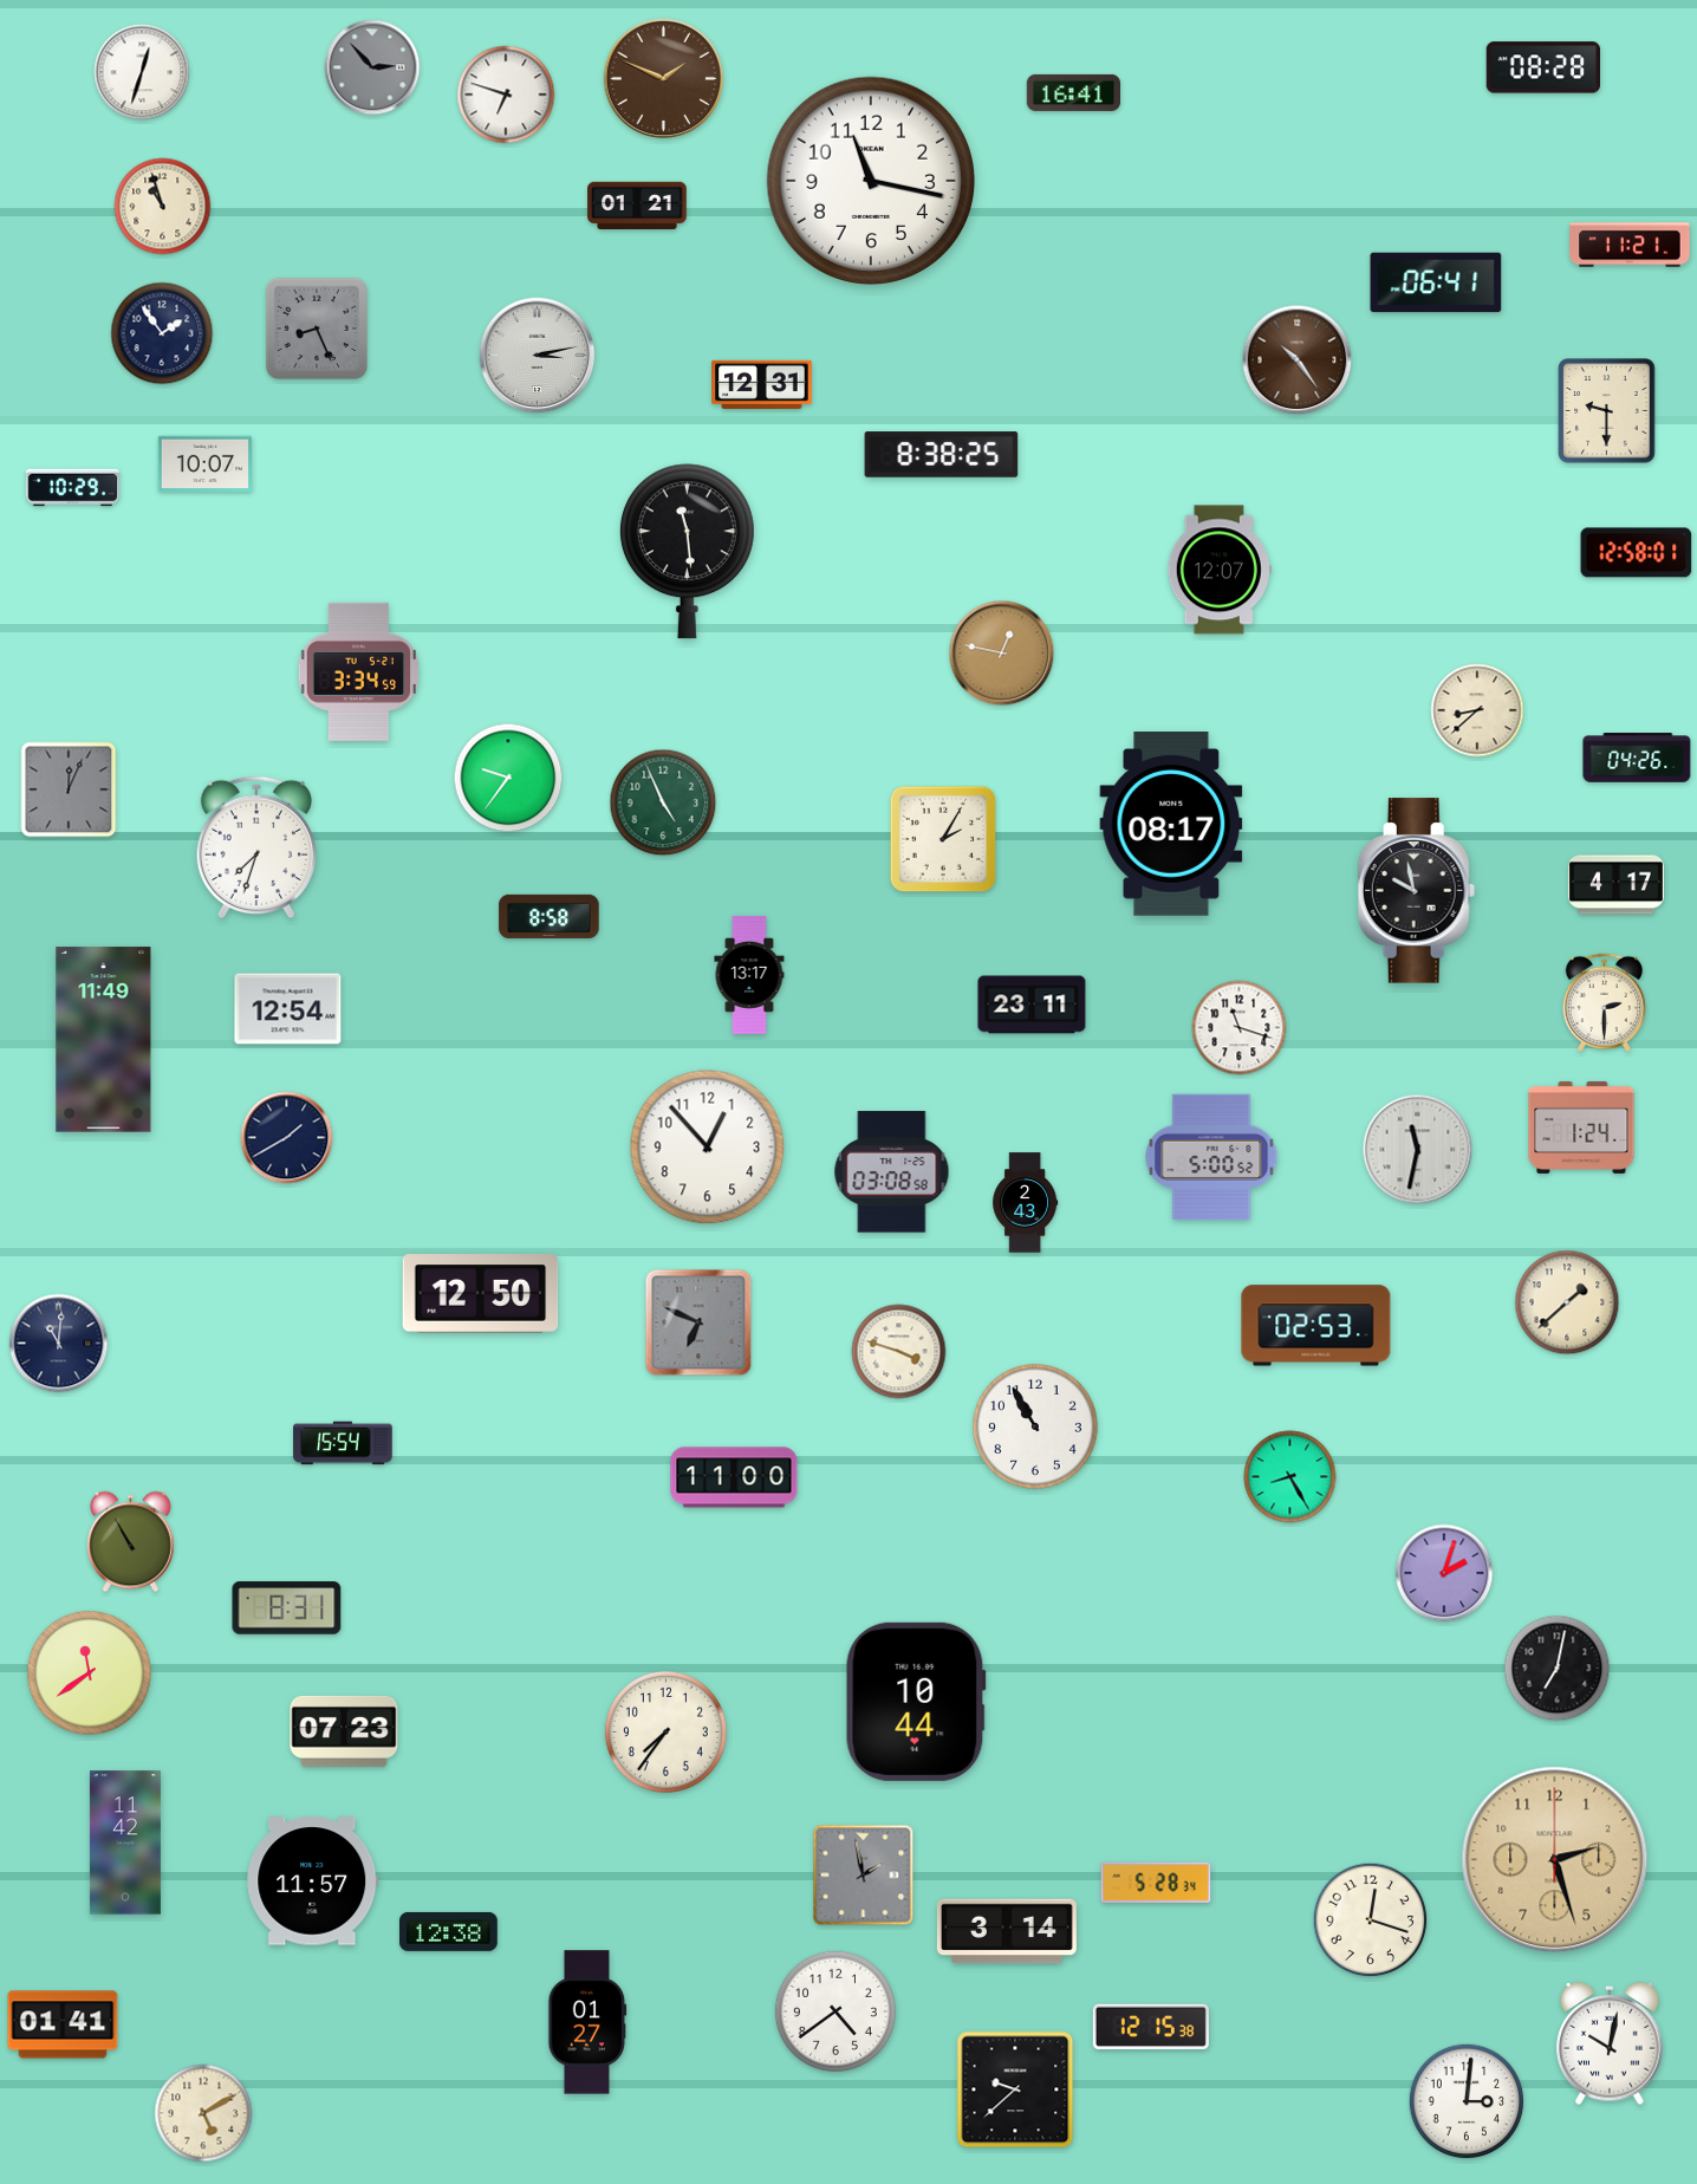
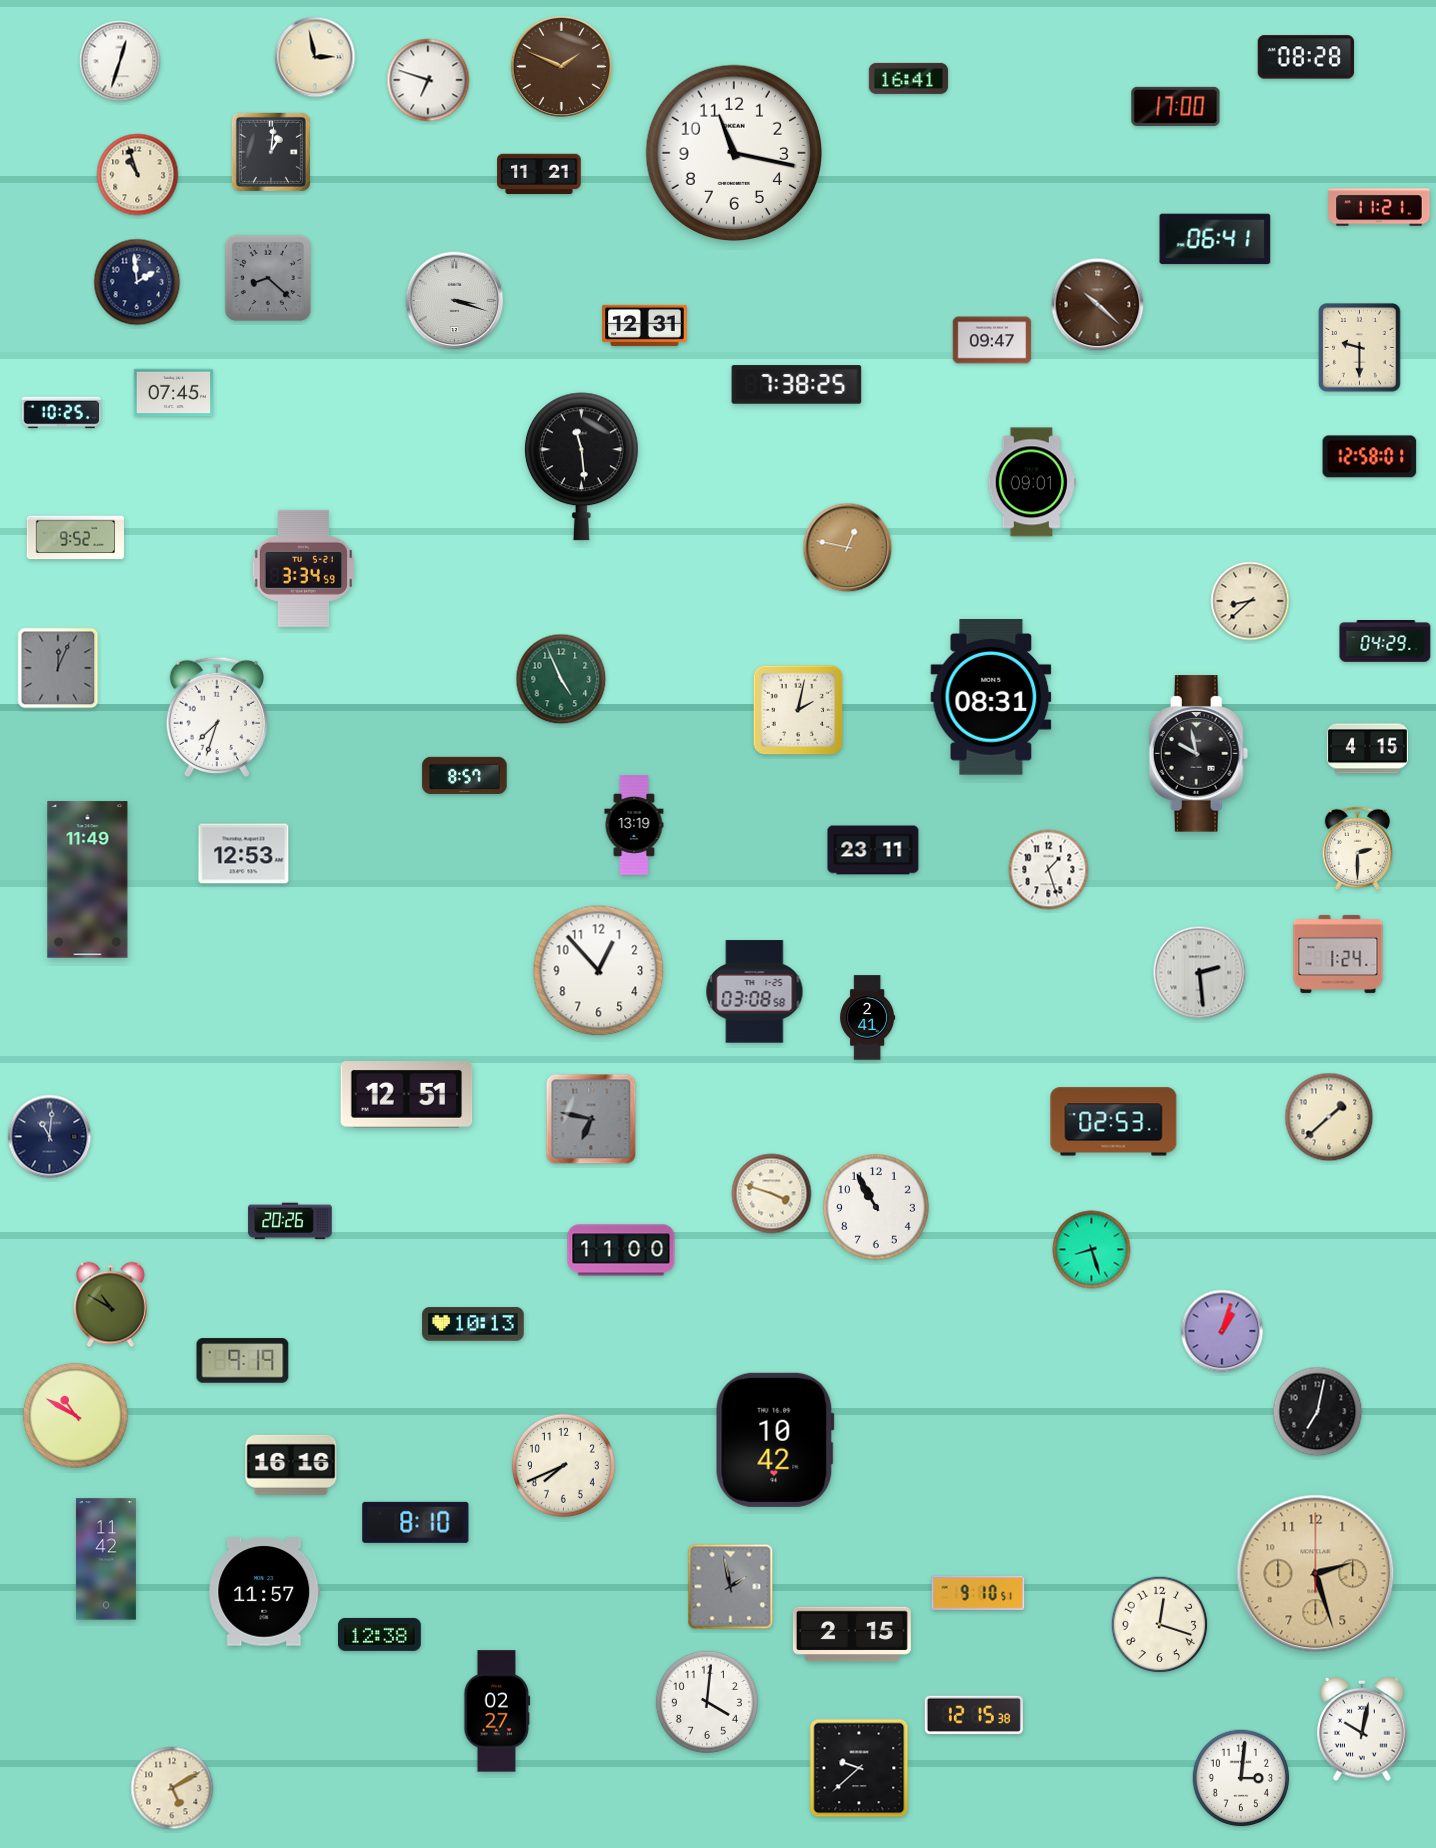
clock at (372, 67): 2:53 -> 2:58
clock at (372, 67) dial: grey -> cream
clock at (1176, 106): none -> 17:00
clock at (271, 152): none -> 1:01
clock at (870, 180) position: (870, 180) -> (733, 152)
clock at (637, 206): 01:21 -> 11:21
clock at (317, 329): 8:26 -> 8:22
clock at (162, 333): 1:54 -> 1:59
clock at (538, 356): 3:13 -> 3:18
clock at (1298, 360): 10:24 -> 10:22
clock at (992, 340): none -> 09:47
clock at (942, 455): 8:38 -> 7:38
clock at (204, 464): 10:07 -> 07:45
clock at (72, 488): 10:29 -> 10:25
clock at (1637, 553) position: (1637, 553) -> (1370, 457)
clock at (1220, 570): 12:07 -> 09:01
clock at (75, 538): none -> 9:52
clock at (1002, 654) position: (1002, 654) -> (848, 548)
clock at (1637, 758): 04:26 -> 04:29
clock at (508, 778): 9:36 -> none
clock at (1171, 825): 08:17 -> 08:31
clock at (943, 839): 2:05 -> 2:02
clock at (1615, 885): 4:17 -> 4:15
clock at (550, 916): 8:58 -> 8:57
clock at (749, 975): 13:17 -> 13:19
clock at (288, 1009): 12:54 -> 12:53
clock at (1240, 1028): 11:18 -> 1:27
clock at (287, 1138): 1:40 -> none
clock at (1418, 1150): 11:32 -> 2:29
clock at (1211, 1157): 5:00 -> none
clock at (1026, 1203): 2:43 -> 2:41
clock at (481, 1294): 12:50 -> 12:51
clock at (1567, 1302) position: (1567, 1302) -> (1329, 1117)
clock at (698, 1322): 6:49 -> 6:47
clock at (899, 1352) position: (899, 1352) -> (772, 1194)
clock at (343, 1443): 15:54 -> 20:26
clock at (1290, 1477): 8:25 -> 8:27
clock at (130, 1542): 10:55 -> 10:50
clock at (473, 1324): none -> 10:13
clock at (1444, 1573): 2:03 -> 1:03
clock at (287, 1608): 8:31 -> 9:19
clock at (89, 1672): 11:39 -> 10:50
clock at (916, 1702): 10:44 -> 10:42
clock at (344, 1731): 07:23 -> 16:16
clock at (665, 1731): 7:36 -> 7:41
clock at (416, 1522): none -> 8:10
clock at (1156, 1883): 5:28 -> 9:10
clock at (1007, 1931): 3:14 -> 2:15
clock at (836, 2011): 4:39 -> 4:01
clock at (587, 2022): 01:27 -> 02:27
clock at (63, 2024): 01:41 -> none
